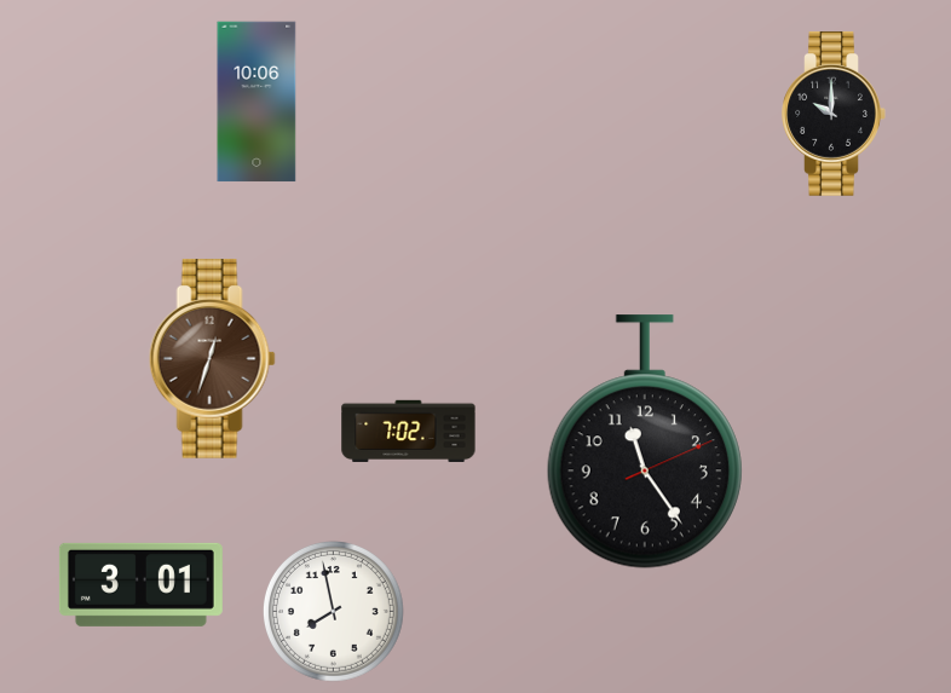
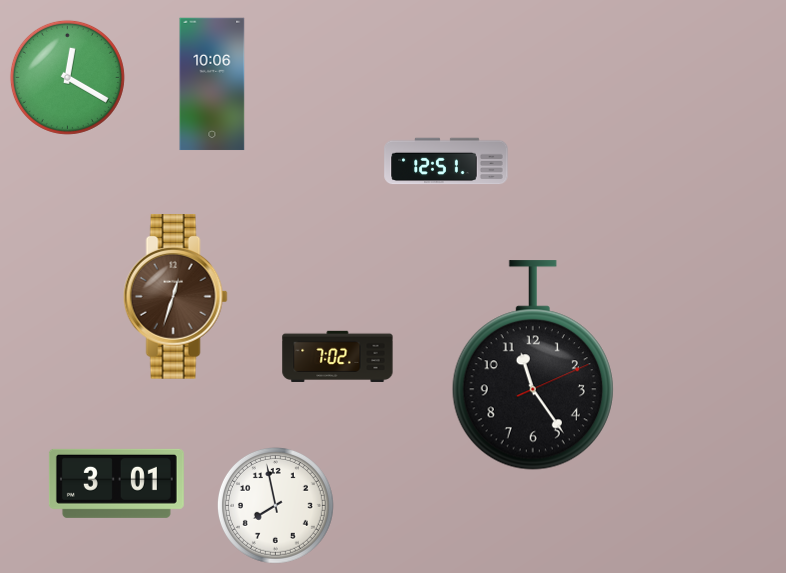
clock at (67, 77): none -> 12:20
clock at (834, 114): 10:00 -> none
clock at (446, 161): none -> 12:51
